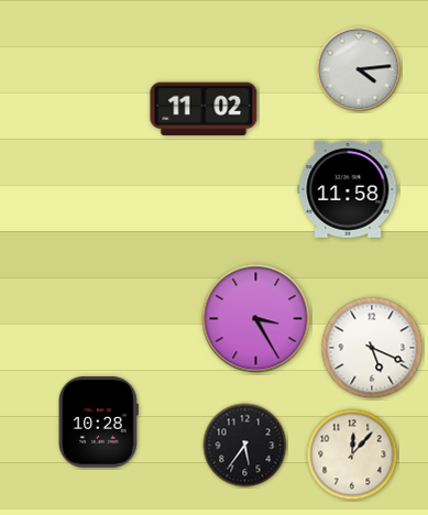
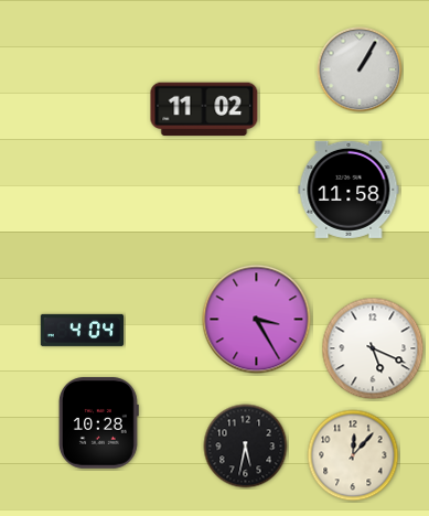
clock at (359, 69): 4:14 -> 1:05
clock at (83, 330): none -> 4:04
clock at (245, 446): 5:36 -> 5:32
